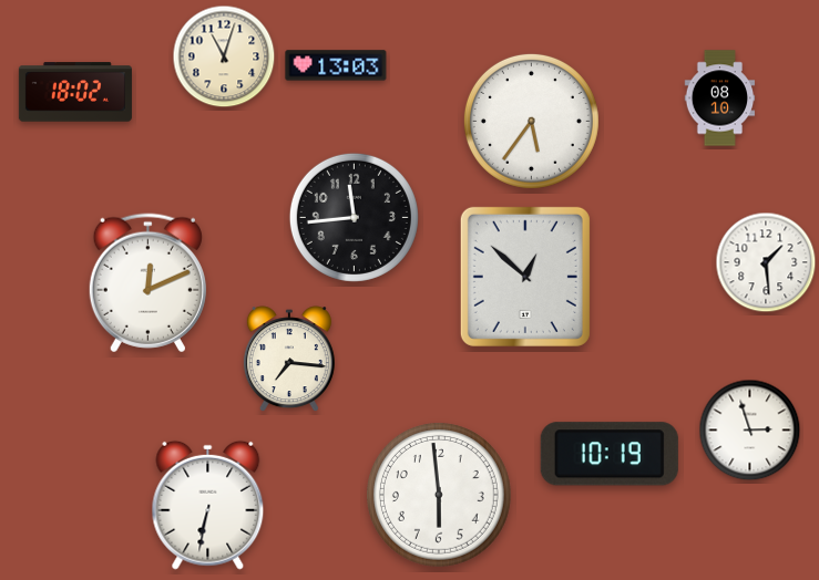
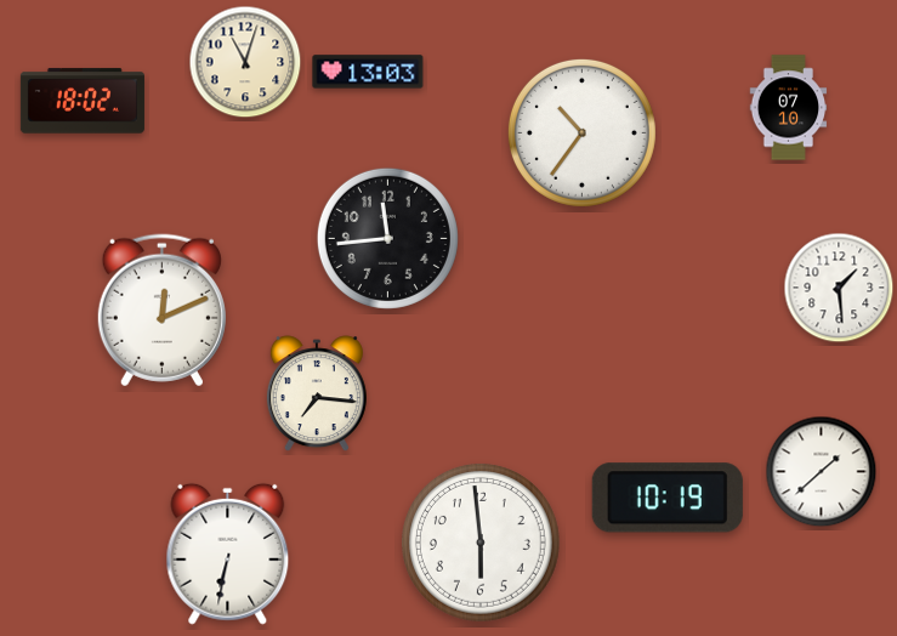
clock at (720, 99): 08:10 -> 07:10
clock at (531, 121): 5:36 -> 10:36
clock at (525, 277): 12:52 -> none
clock at (750, 431): 2:57 -> 1:38
